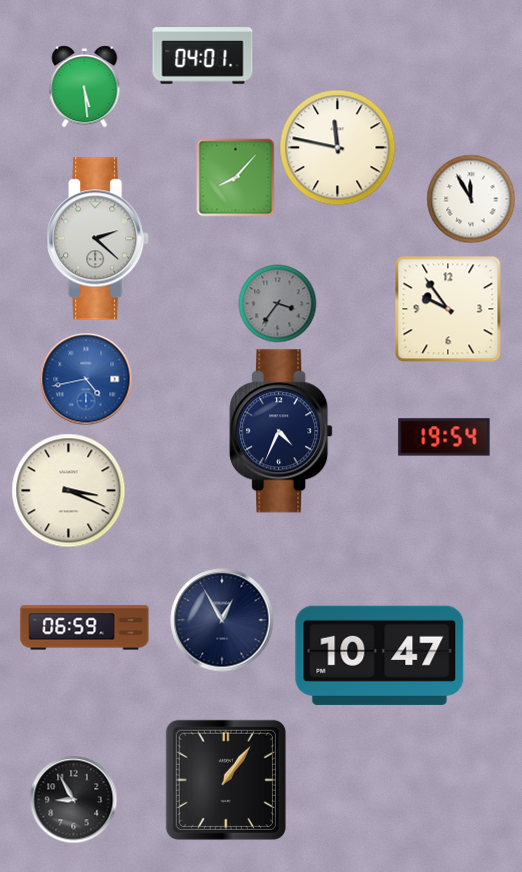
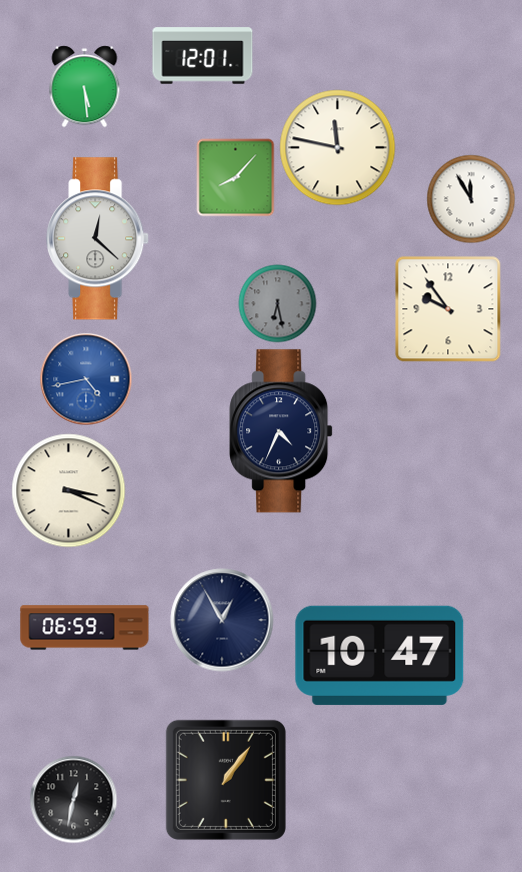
clock at (203, 56): 04:01 -> 12:01
clock at (98, 239): 2:22 -> 12:22
clock at (278, 304): 3:36 -> 6:28
clock at (444, 437): 19:54 -> none
clock at (74, 800): 8:55 -> 12:32
